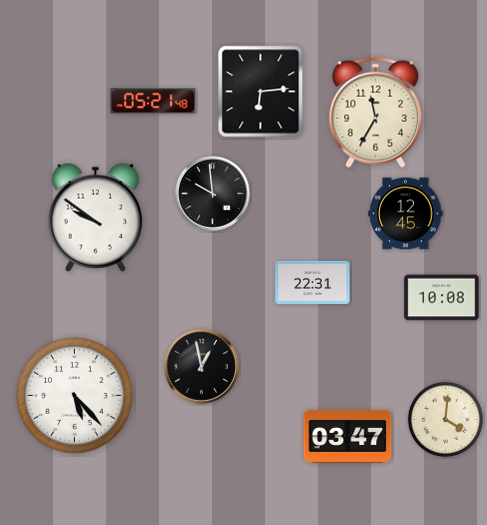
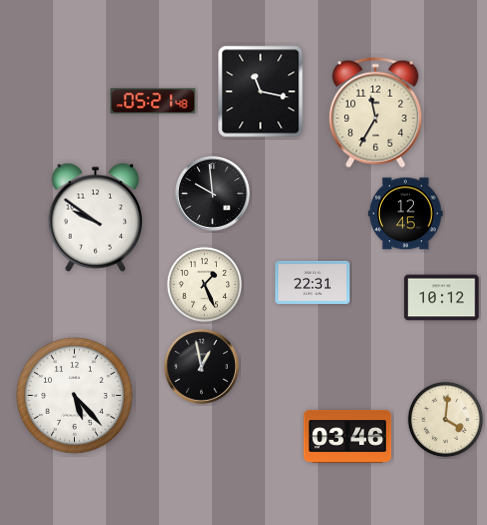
clock at (261, 92): 6:14 -> 11:17
clock at (204, 284): none -> 1:26
clock at (442, 298): 10:08 -> 10:12
clock at (348, 436): 03:47 -> 03:46
